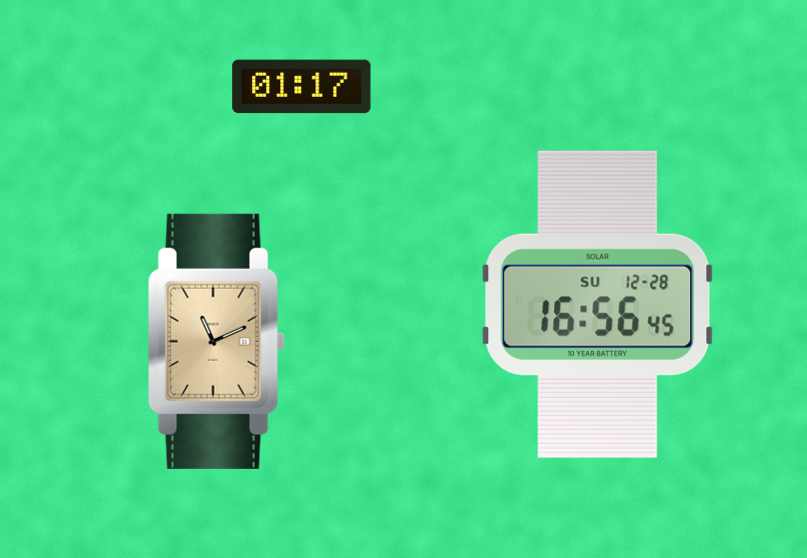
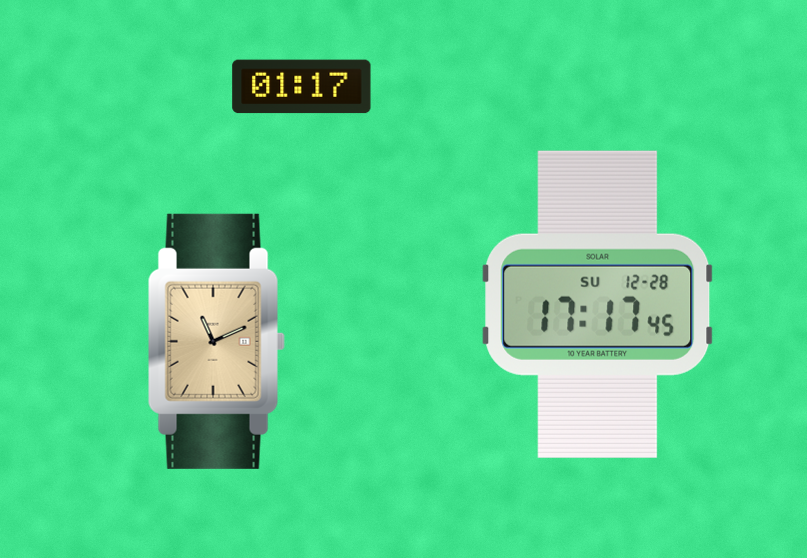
clock at (598, 304): 16:56 -> 17:17
